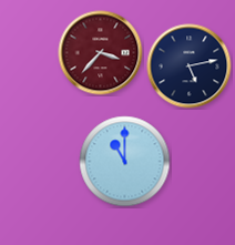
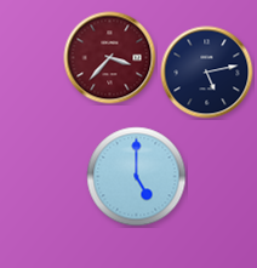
clock at (125, 162): 11:00 -> 5:00
